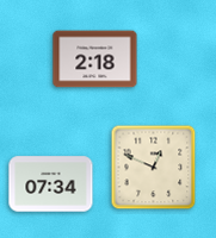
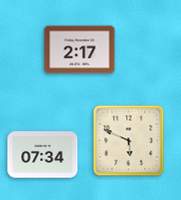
clock at (95, 59): 2:18 -> 2:17
clock at (154, 168): 12:49 -> 5:49
